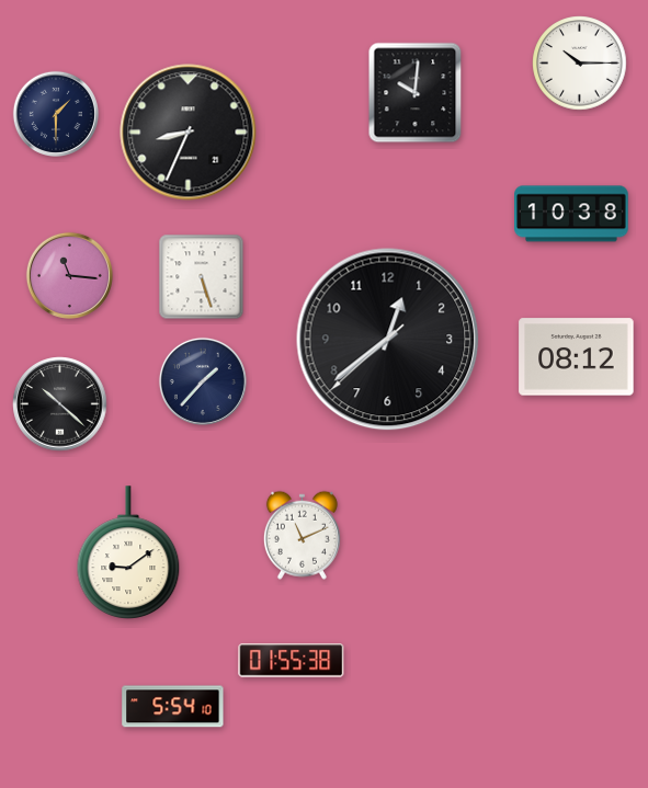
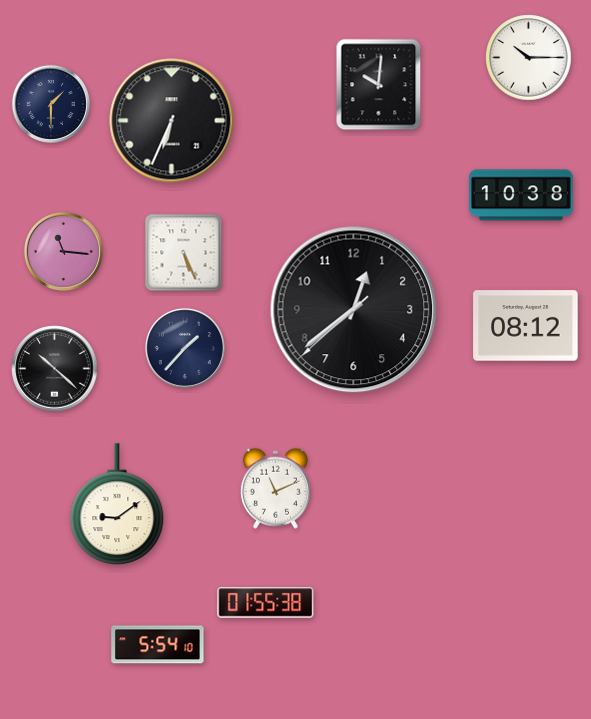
clock at (189, 133): 8:34 -> 6:34
clock at (202, 277): 5:27 -> 5:26
